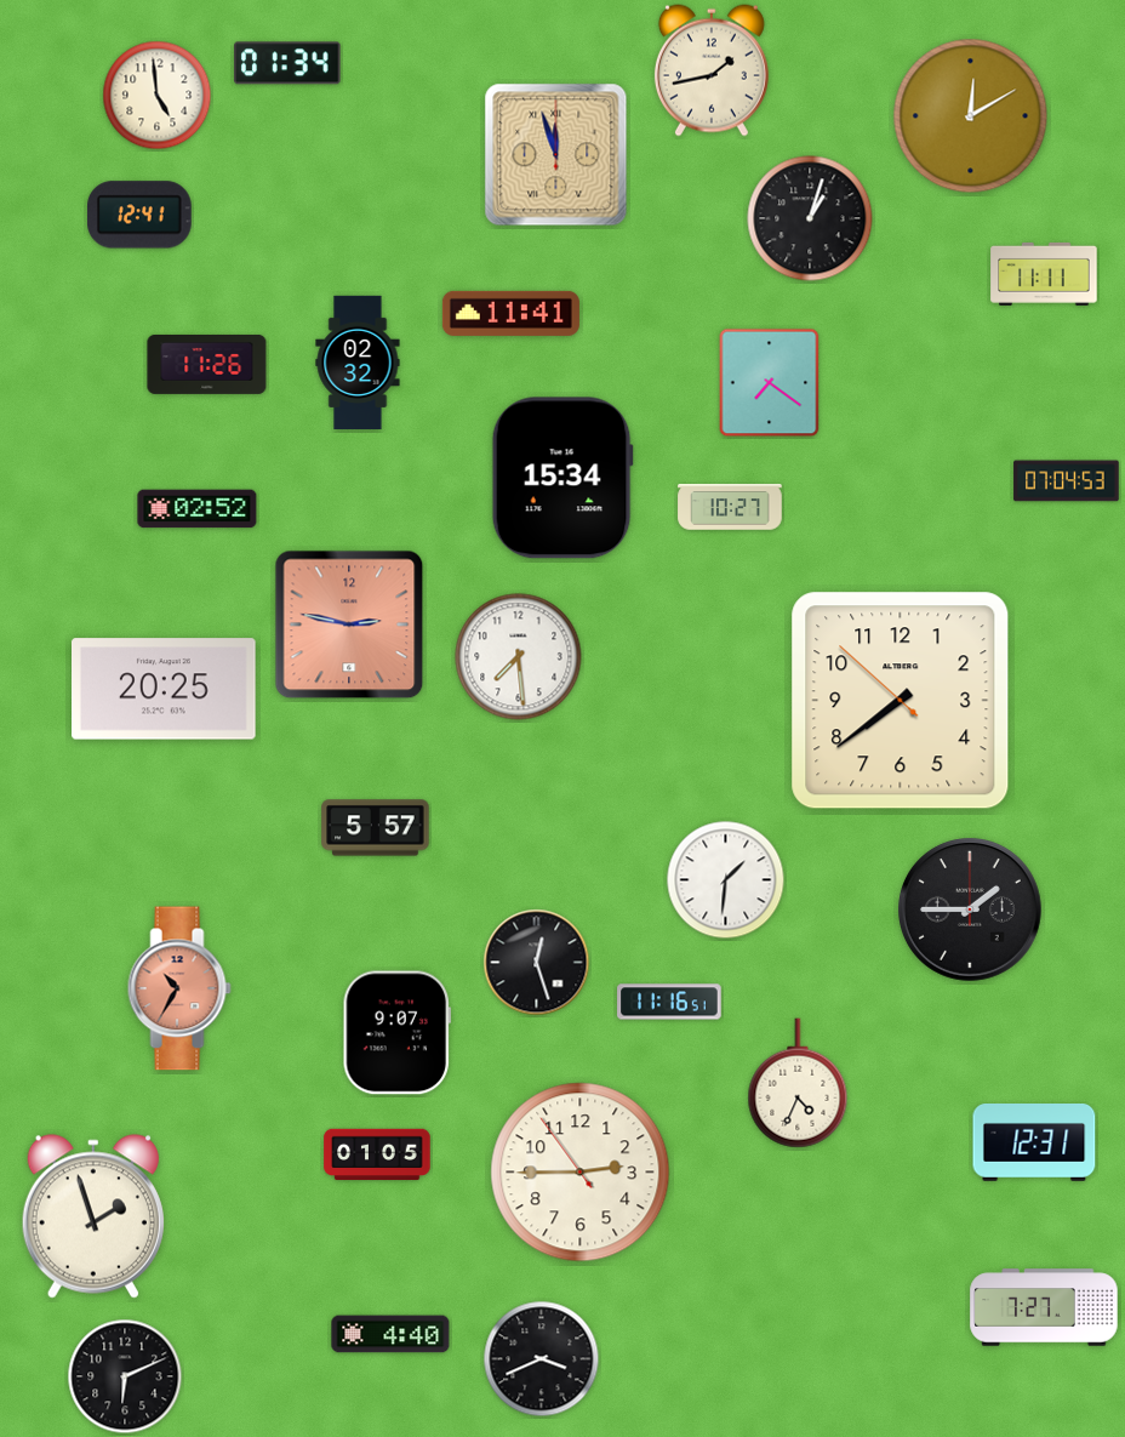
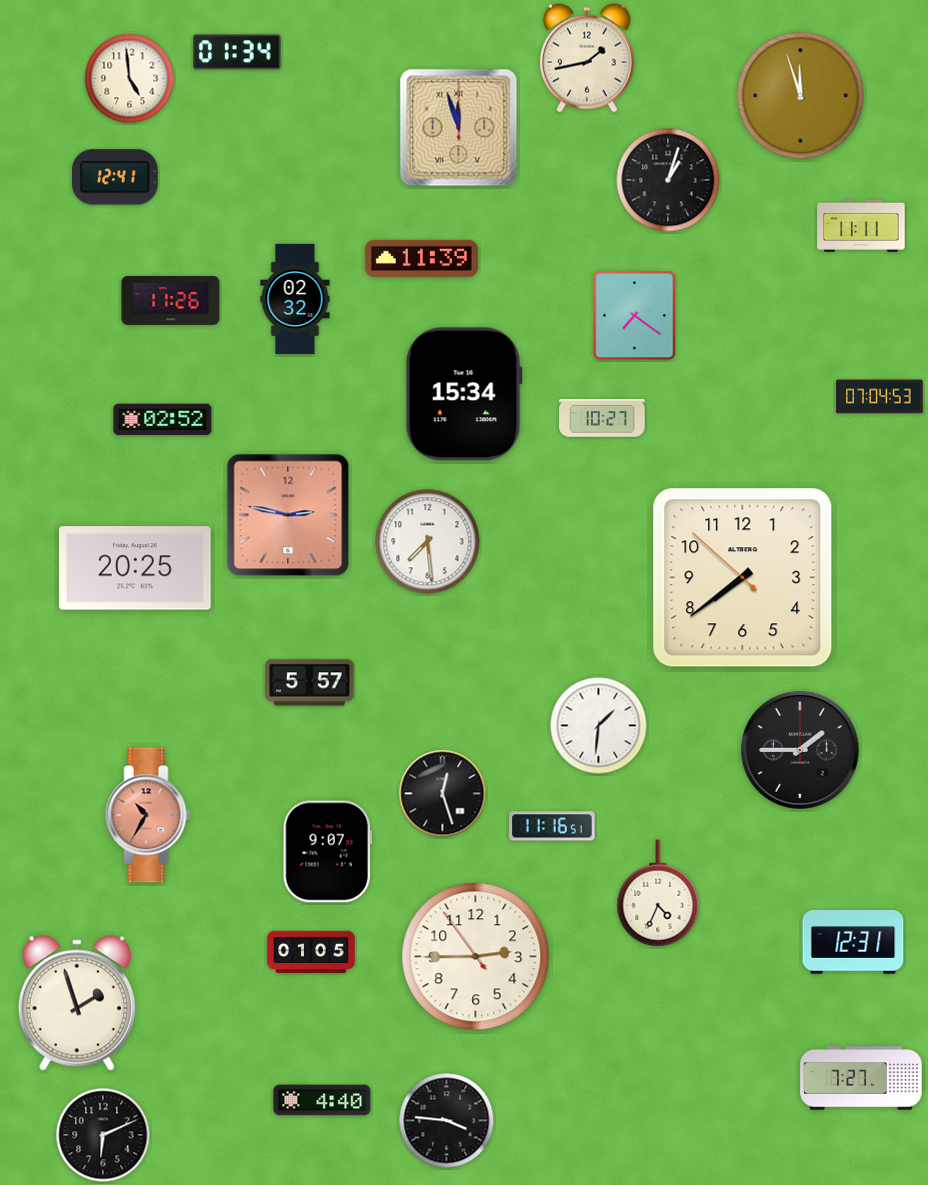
clock at (971, 116): 12:10 -> 11:57
clock at (510, 313): 11:41 -> 11:39
clock at (581, 1173) position: (581, 1173) -> (476, 957)
clock at (542, 1359): 3:41 -> 3:46
